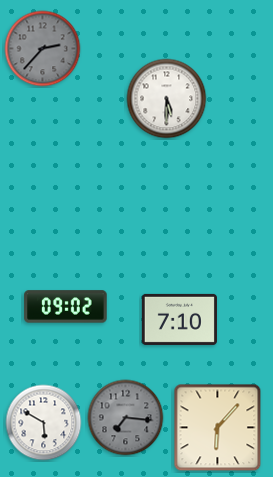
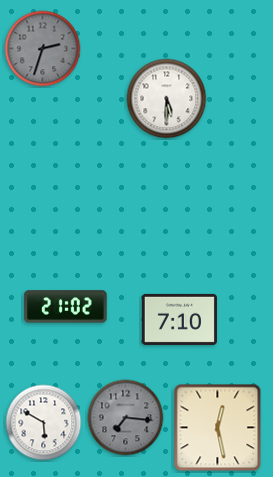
clock at (43, 49): 2:37 -> 2:33
clock at (66, 307): 09:02 -> 21:02
clock at (218, 428): 6:07 -> 12:28
